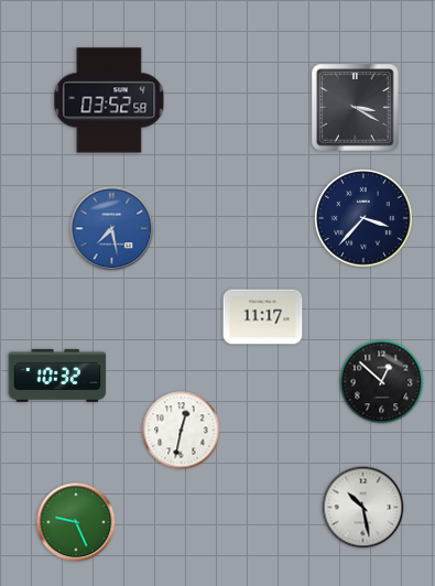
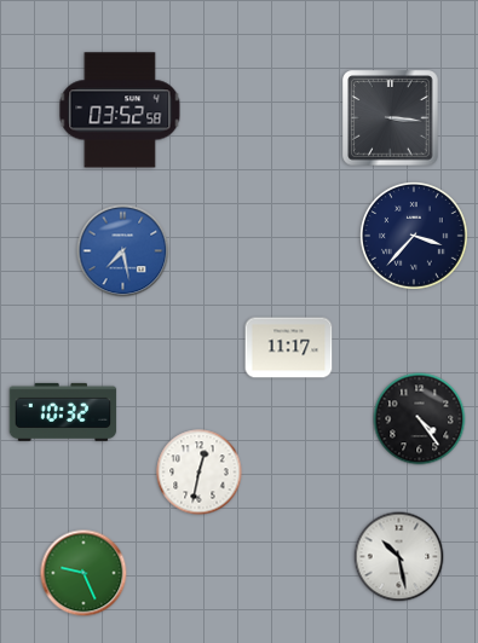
clock at (356, 108): 3:20 -> 3:16
clock at (365, 219) position: (365, 219) -> (415, 237)
clock at (382, 382): 12:52 -> 4:24
